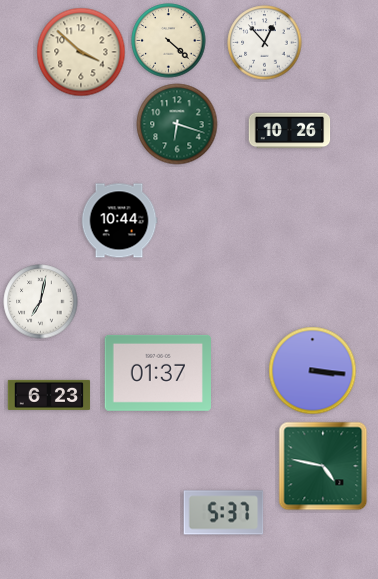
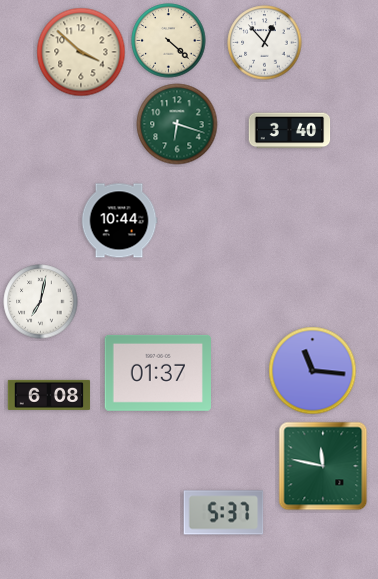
clock at (290, 131): 10:26 -> 3:40
clock at (313, 371): 3:16 -> 11:16
clock at (49, 395): 6:23 -> 6:08
clock at (323, 466): 4:47 -> 11:47
